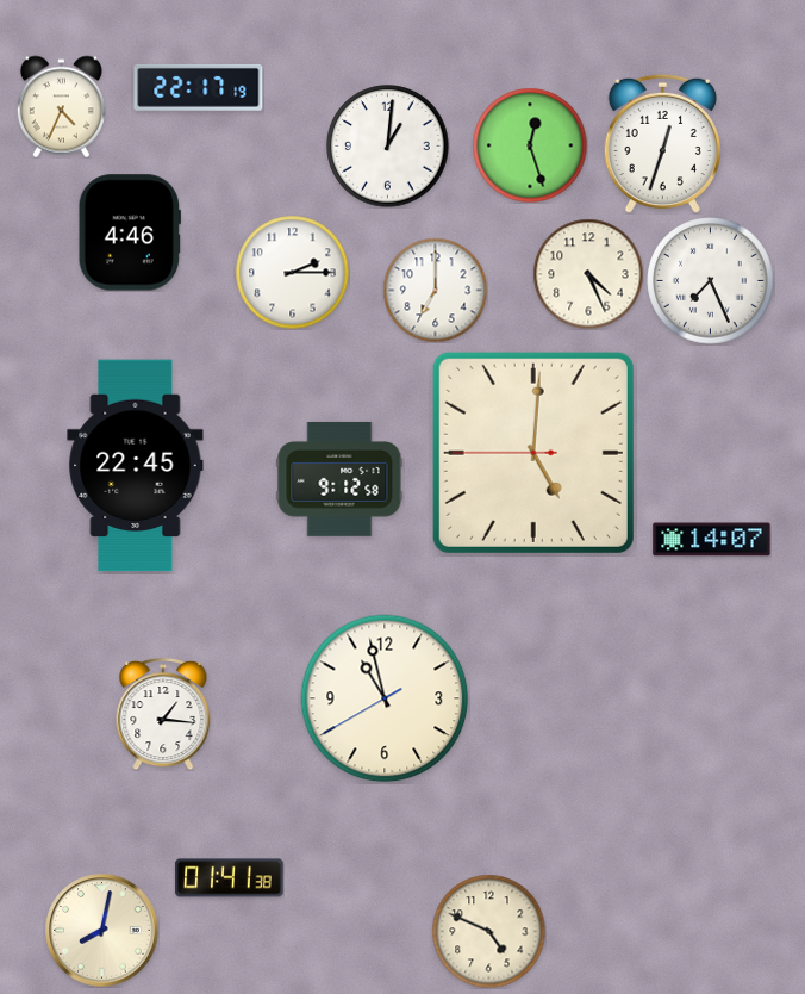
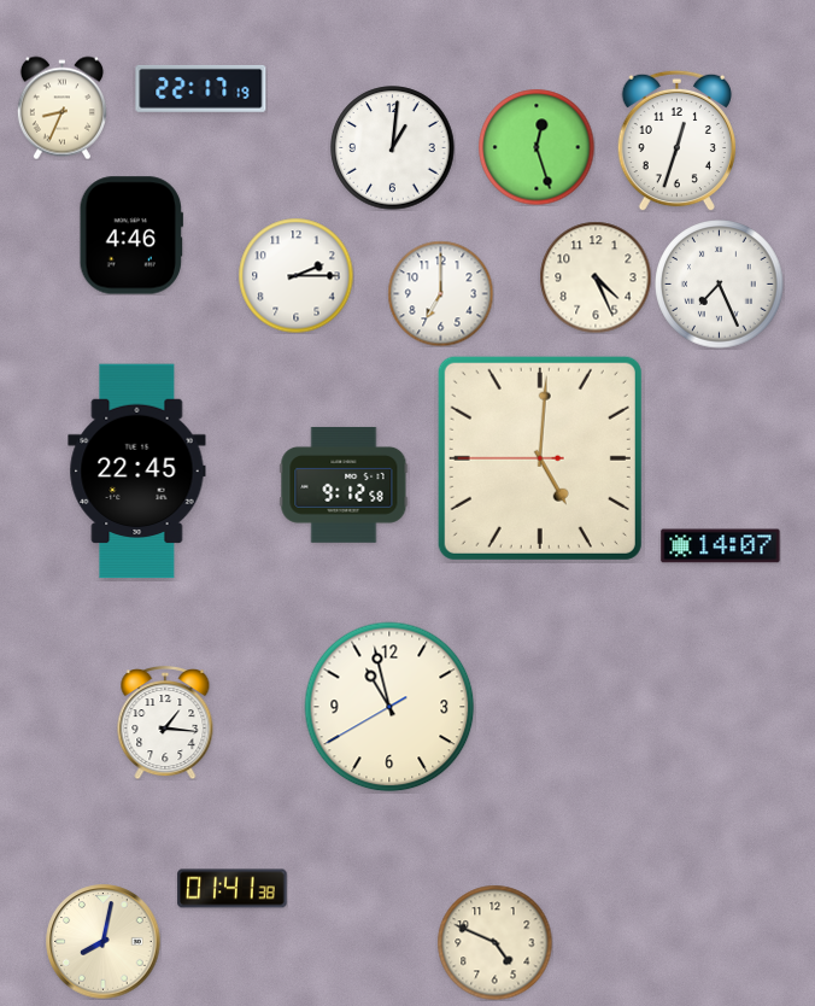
clock at (61, 106): 4:34 -> 8:34
clock at (662, 143) position: (662, 143) -> (676, 140)
